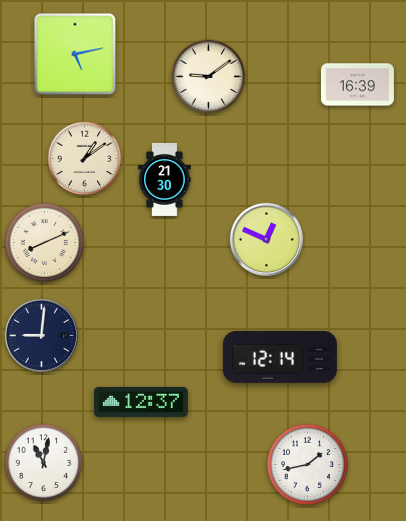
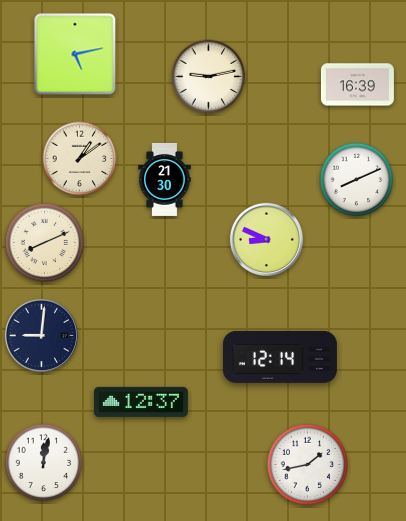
clock at (209, 77): 9:09 -> 9:13
clock at (85, 159) position: (85, 159) -> (80, 159)
clock at (357, 180): none -> 8:11
clock at (266, 239): 12:49 -> 8:49
clock at (44, 463): 11:02 -> 12:02
